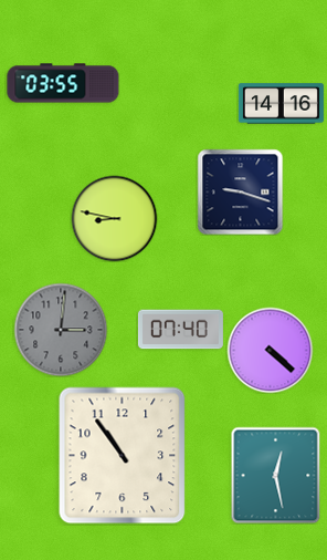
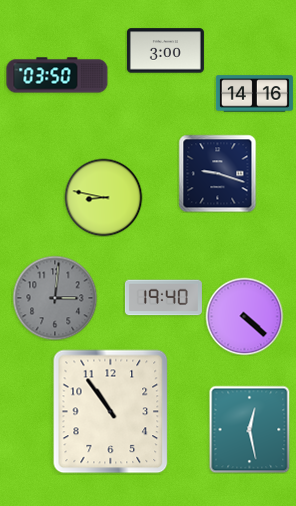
clock at (165, 51): none -> 3:00
clock at (63, 83): 03:55 -> 03:50
clock at (180, 330): 07:40 -> 19:40
